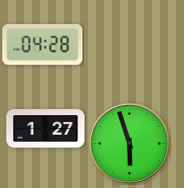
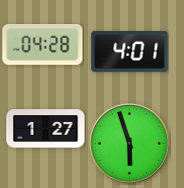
clock at (130, 52): none -> 4:01
